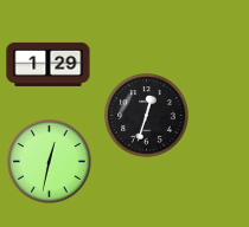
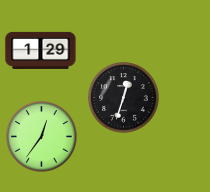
clock at (49, 64) position: (49, 64) -> (41, 50)
clock at (50, 162): 12:32 -> 12:36
